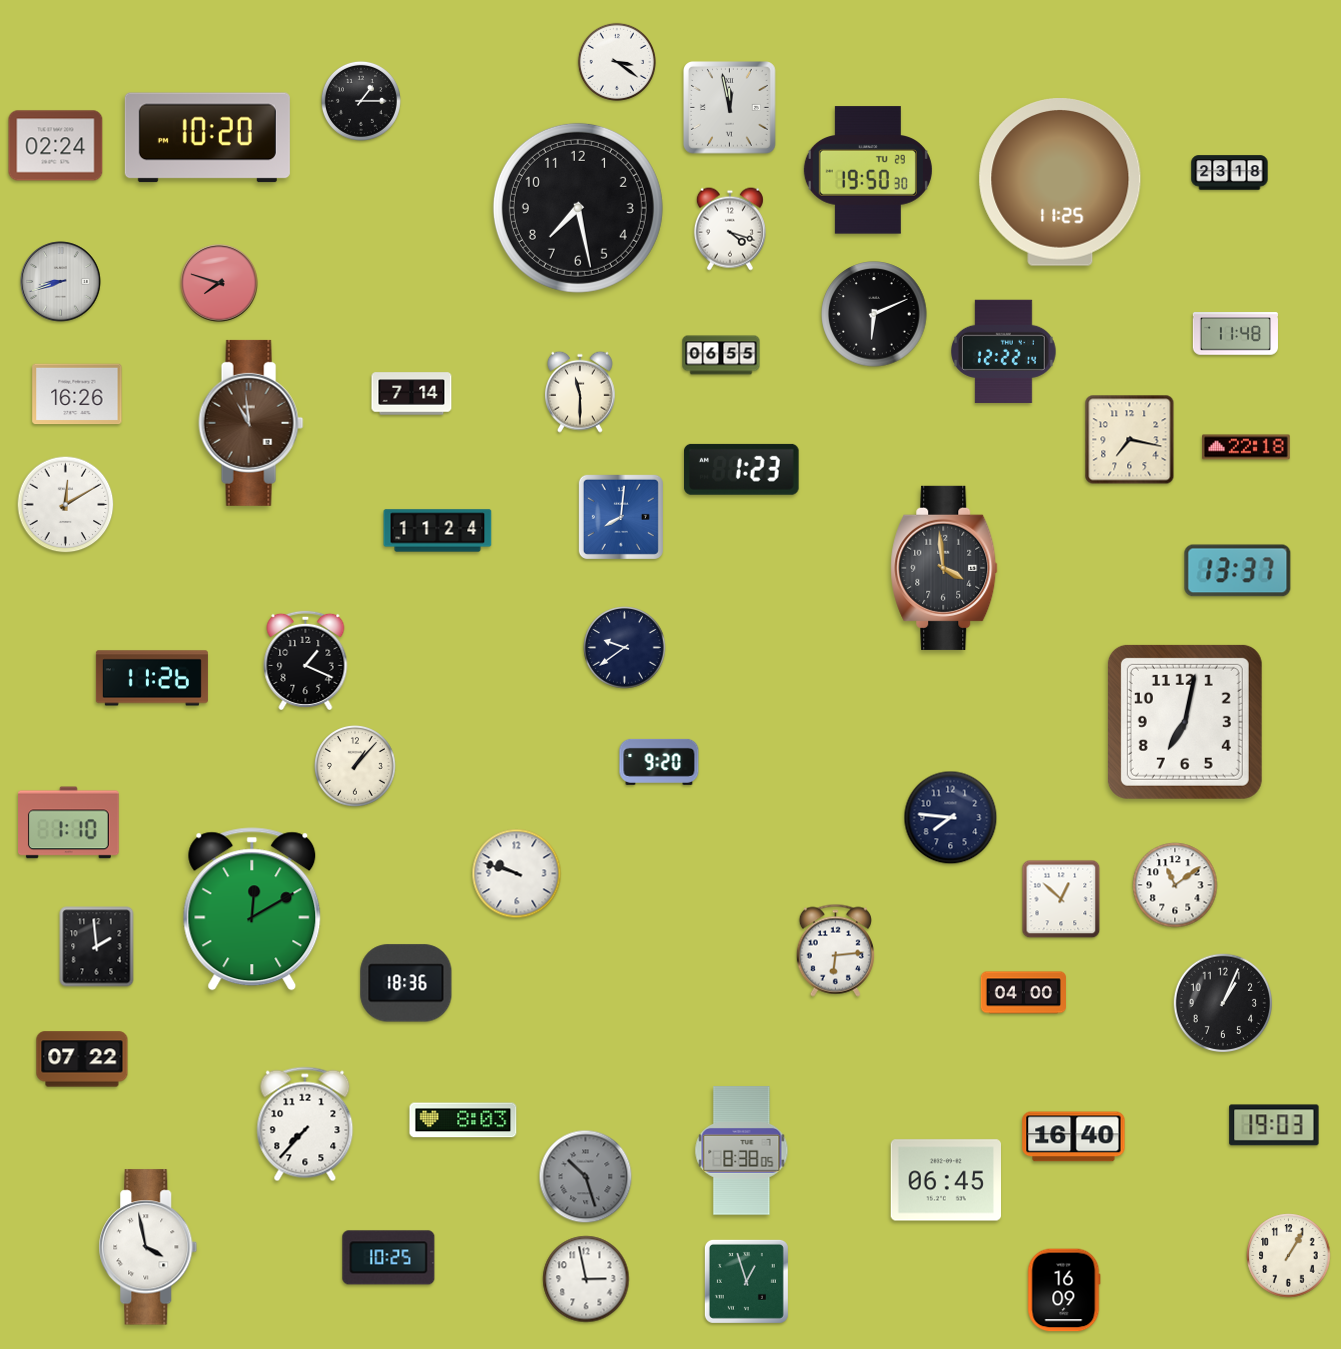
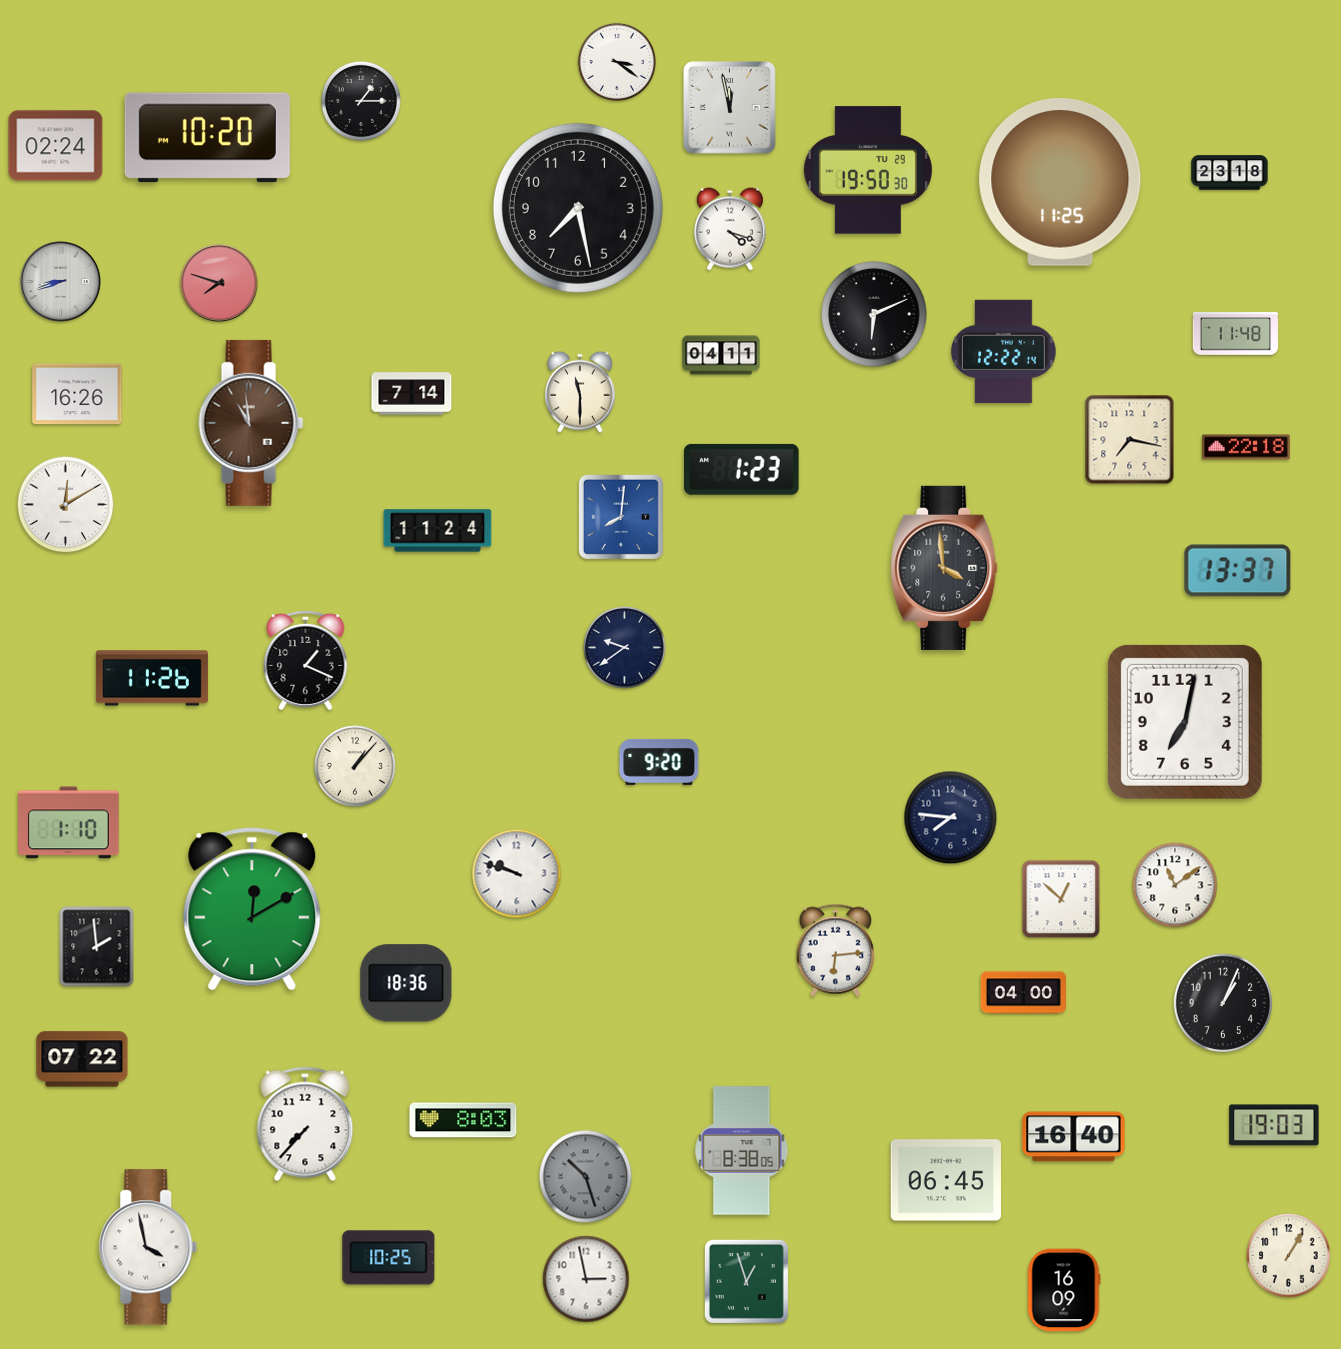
clock at (721, 355): 06:55 -> 04:11
